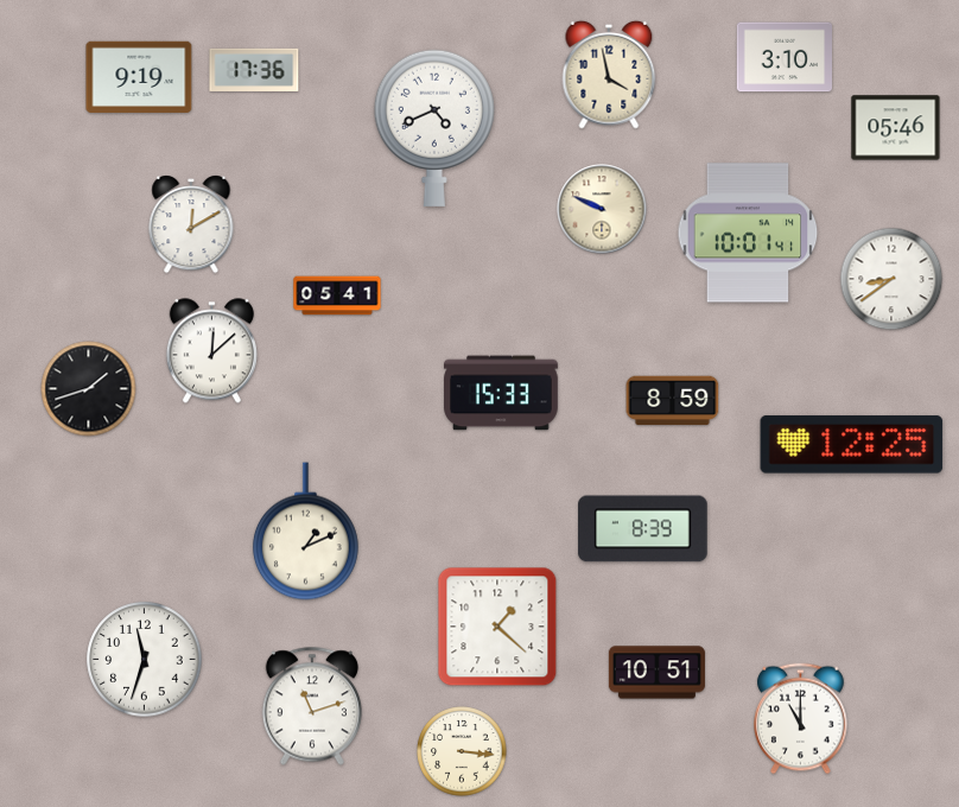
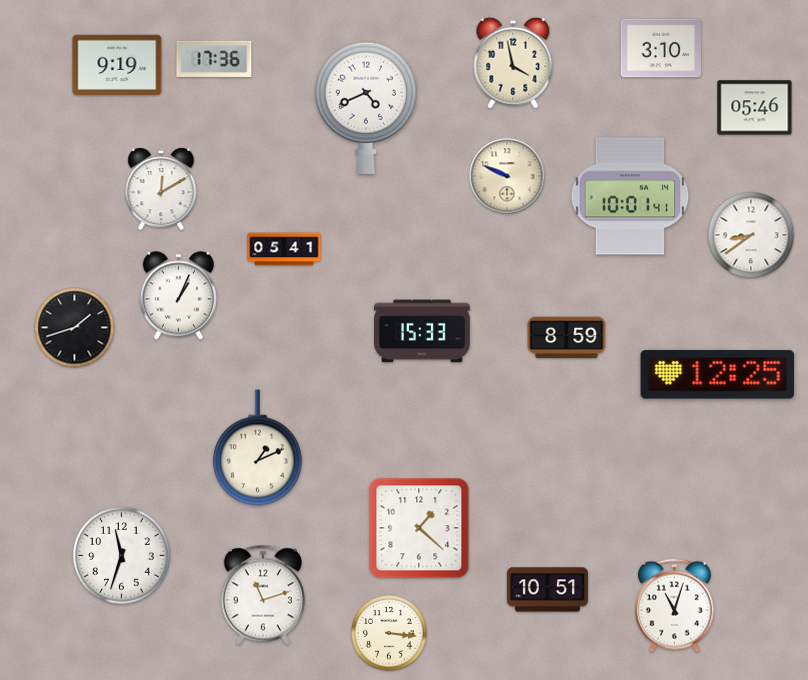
clock at (211, 351): 12:08 -> 1:04
clock at (643, 529): 8:39 -> none
clock at (656, 673) position: (656, 673) -> (547, 590)
clock at (801, 719): 11:00 -> 11:03
